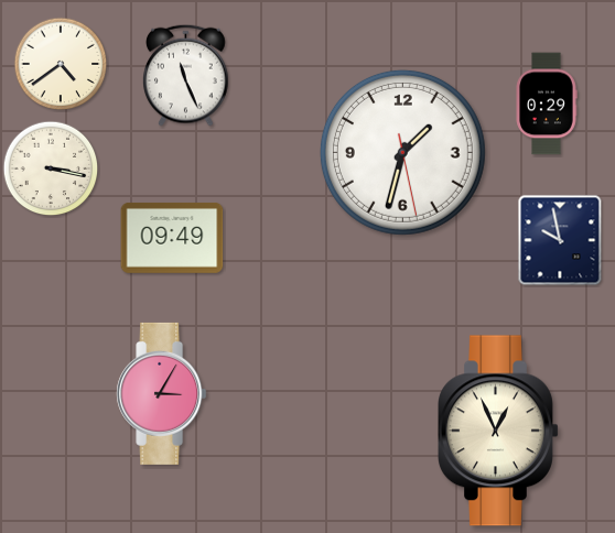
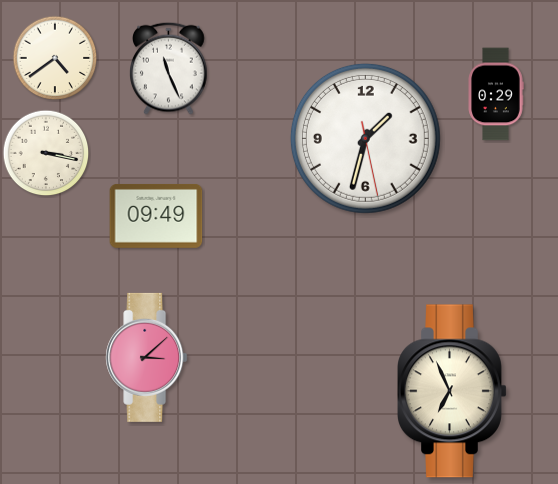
clock at (560, 240): 9:58 -> none
clock at (162, 393): 3:05 -> 3:08
clock at (499, 431): 12:56 -> 6:56
